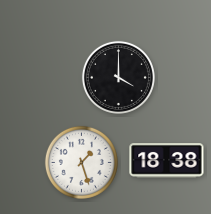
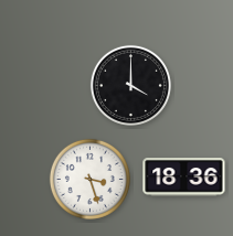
clock at (167, 161): 18:38 -> 18:36
clock at (81, 162): 1:27 -> 3:27
